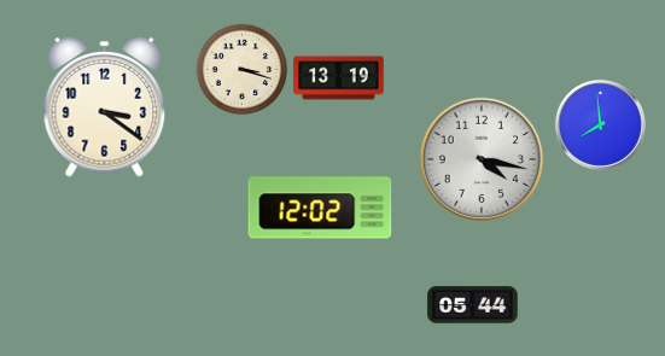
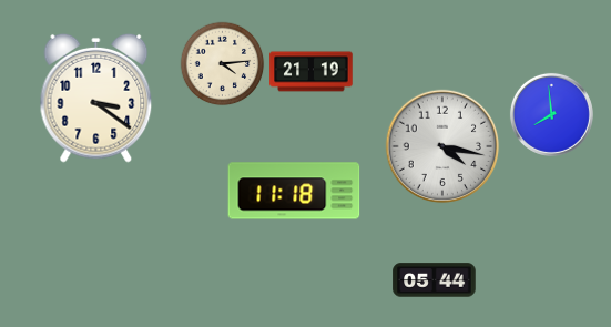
clock at (243, 70): 3:18 -> 4:14
clock at (339, 78): 13:19 -> 21:19
clock at (320, 208): 12:02 -> 11:18
